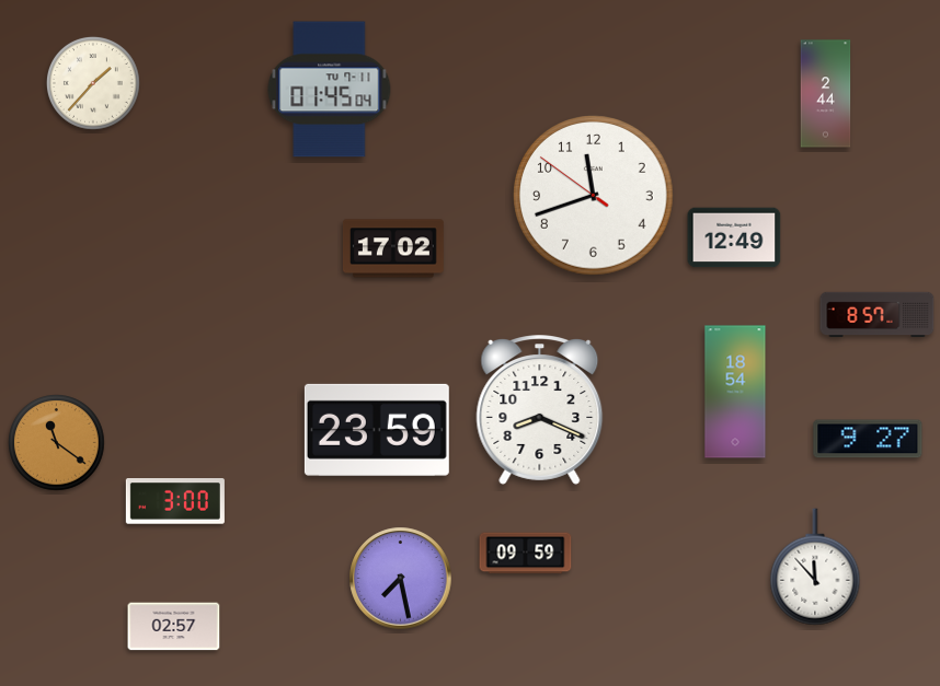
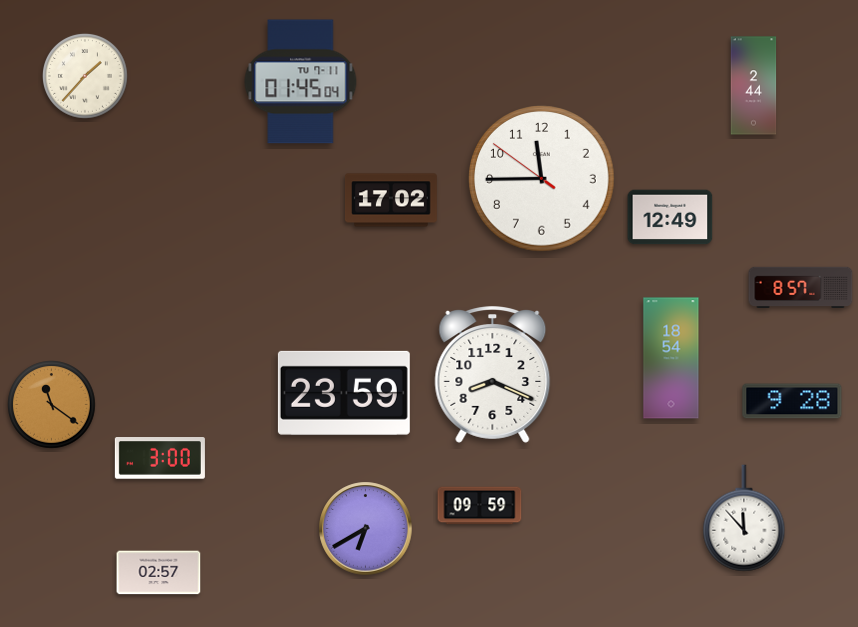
clock at (594, 196): 11:41 -> 11:44
clock at (393, 248) position: (393, 248) -> (391, 200)
clock at (868, 439): 9:27 -> 9:28
clock at (401, 579): 7:28 -> 6:40
